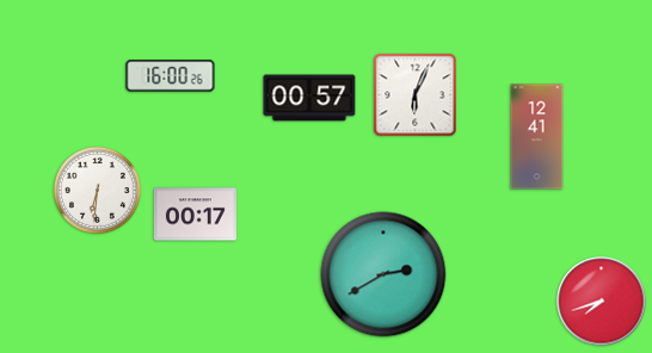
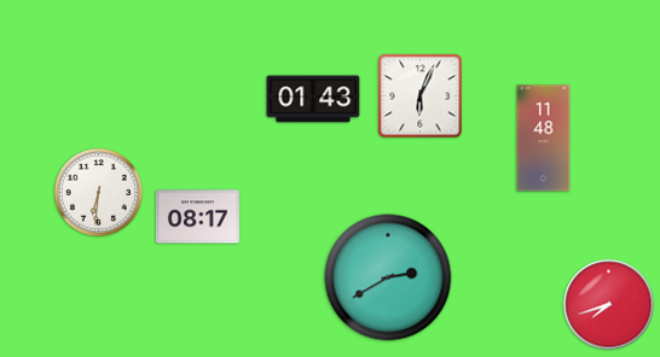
clock at (171, 76): 16:00 -> none
clock at (309, 98): 00:57 -> 01:43
clock at (537, 137): 12:41 -> 11:48
clock at (195, 215): 00:17 -> 08:17
